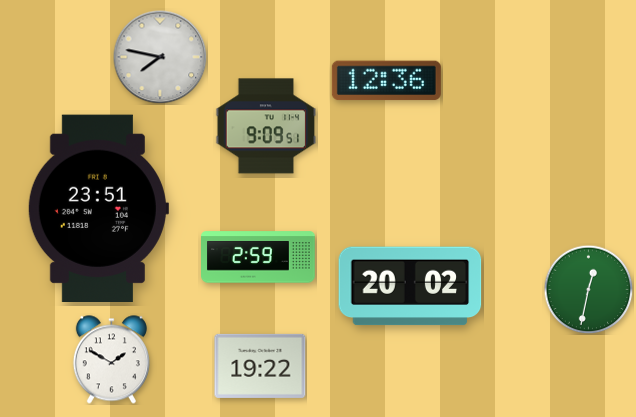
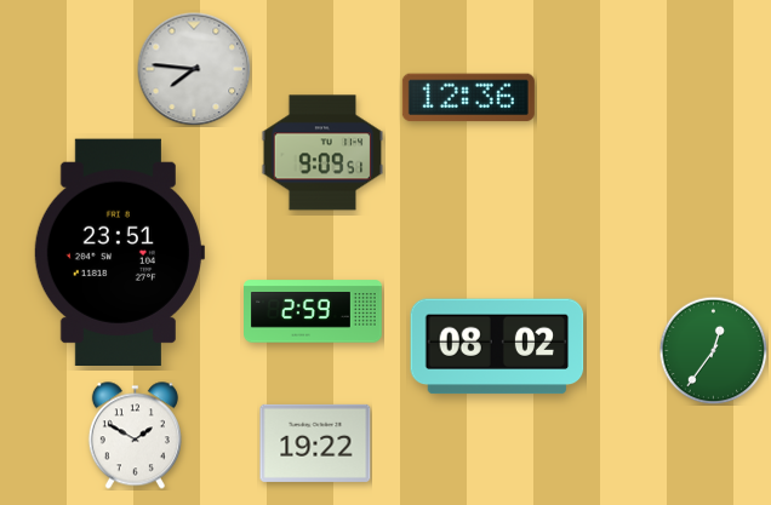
clock at (160, 57): 7:47 -> 7:46
clock at (410, 286): 20:02 -> 08:02
clock at (588, 289): 12:32 -> 12:36
